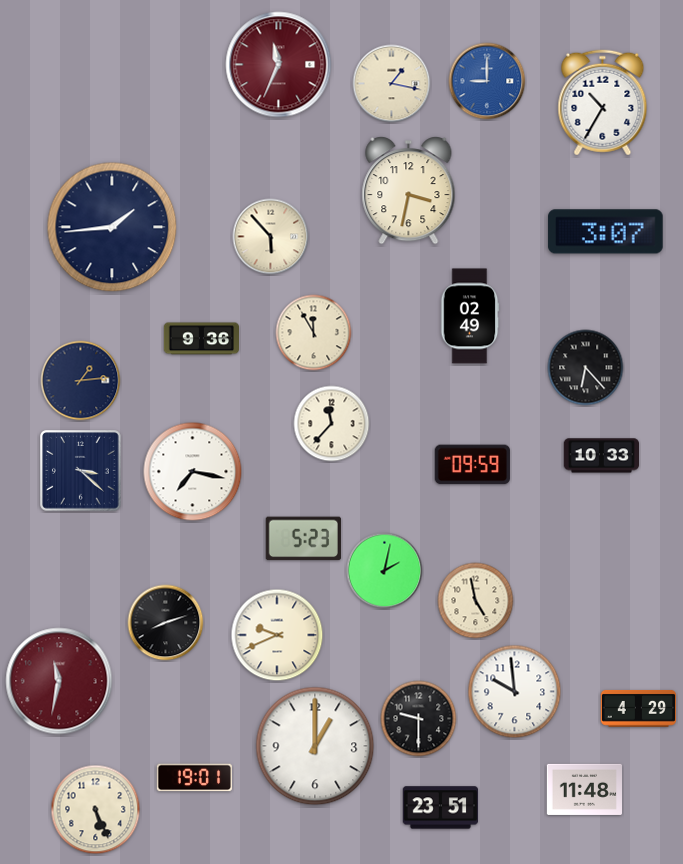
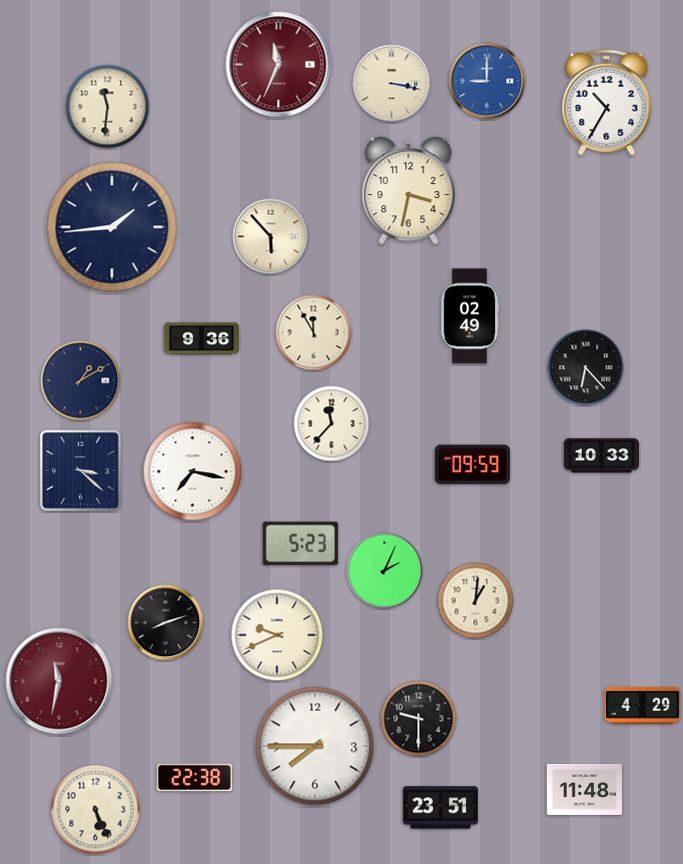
clock at (392, 84): 1:17 -> 3:17
clock at (603, 103) position: (603, 103) -> (607, 103)
clock at (108, 107): none -> 11:31
clock at (606, 232): 3:07 -> none
clock at (81, 381): 1:14 -> 1:10
clock at (303, 539) position: (303, 539) -> (300, 544)
clock at (385, 571): 2:02 -> 2:04
clock at (476, 601): 4:58 -> 1:01
clock at (515, 692): 9:59 -> none
clock at (638, 708) position: (638, 708) -> (642, 705)
clock at (315, 746): 1:00 -> 7:45
clock at (194, 778): 19:01 -> 22:38
